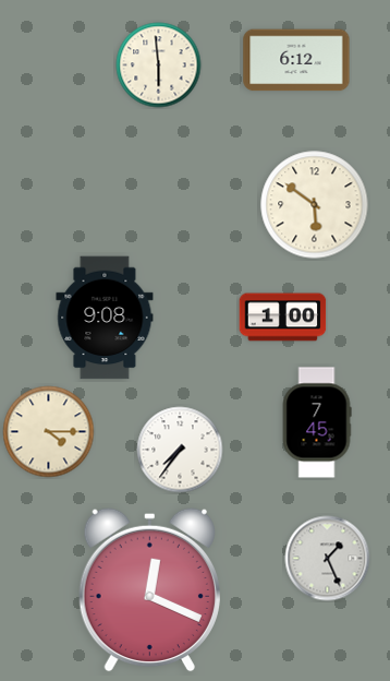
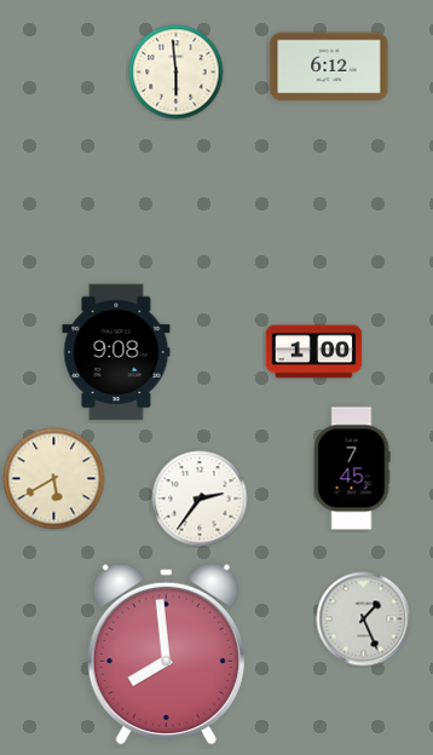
clock at (315, 205): 5:51 -> none
clock at (49, 432): 4:15 -> 5:40
clock at (180, 450): 7:36 -> 2:36
clock at (149, 589): 12:19 -> 7:59
